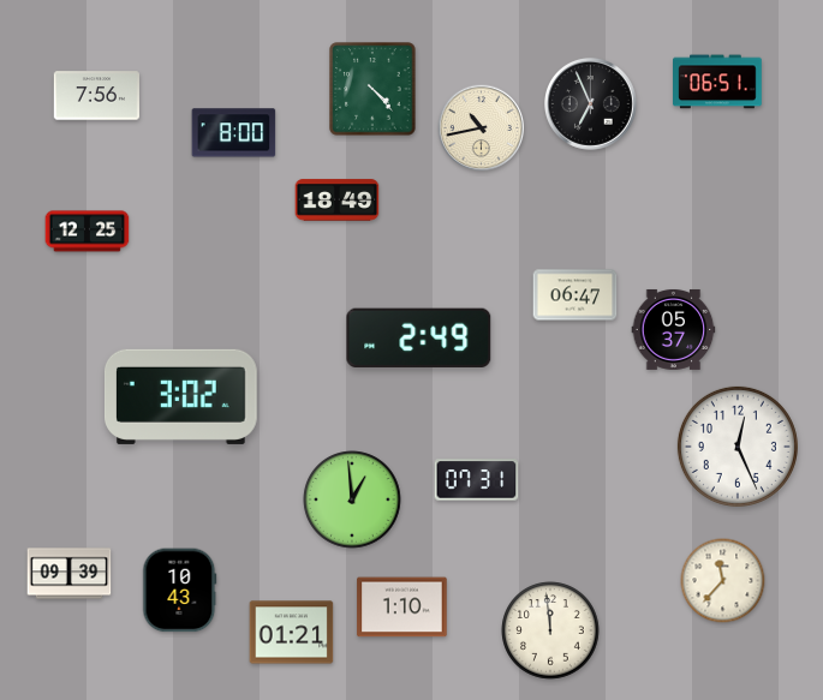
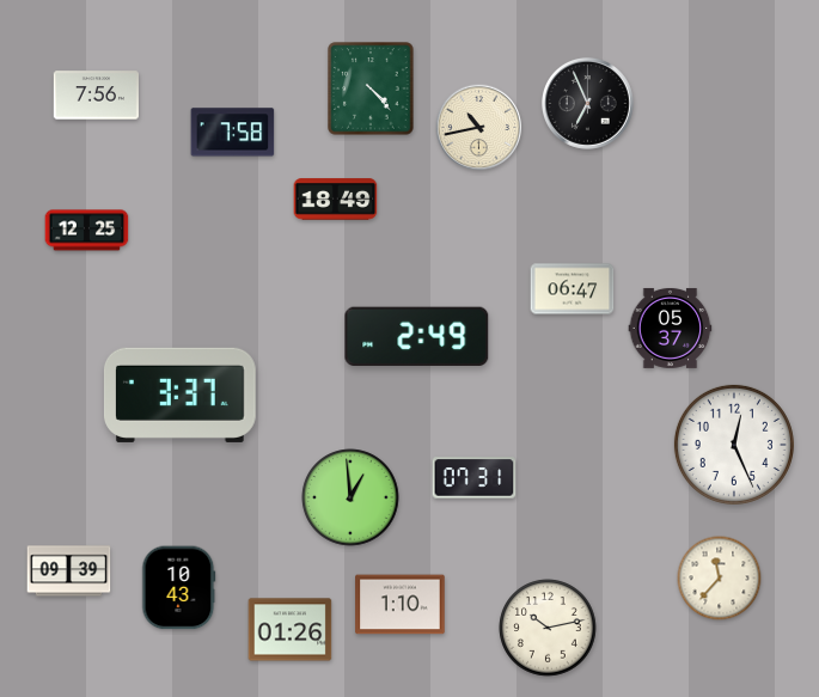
clock at (718, 82): 06:51 -> none
clock at (234, 133): 8:00 -> 7:58
clock at (575, 295) position: (575, 295) -> (573, 289)
clock at (180, 396): 3:02 -> 3:37
clock at (550, 630): 11:59 -> 10:13
clock at (292, 633): 01:21 -> 01:26
